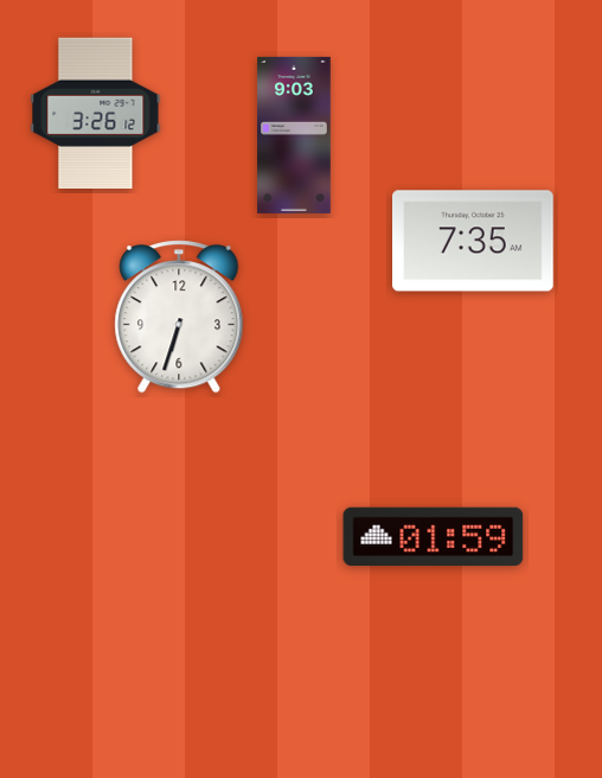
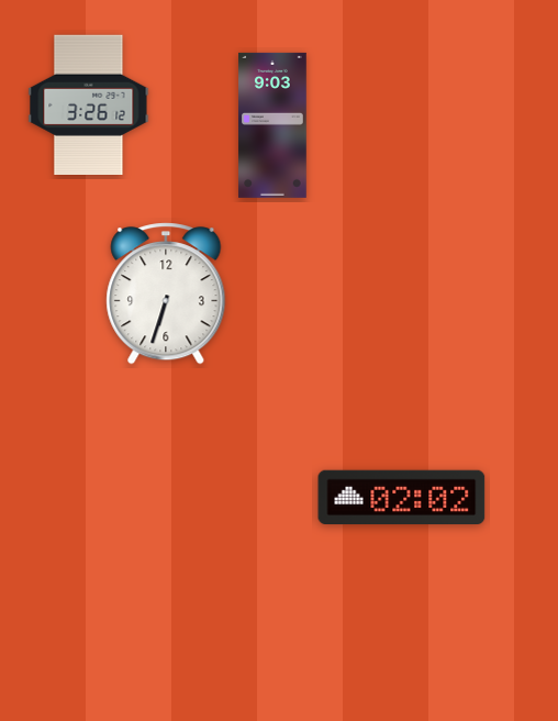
clock at (474, 241): 7:35 -> none
clock at (434, 536): 01:59 -> 02:02
